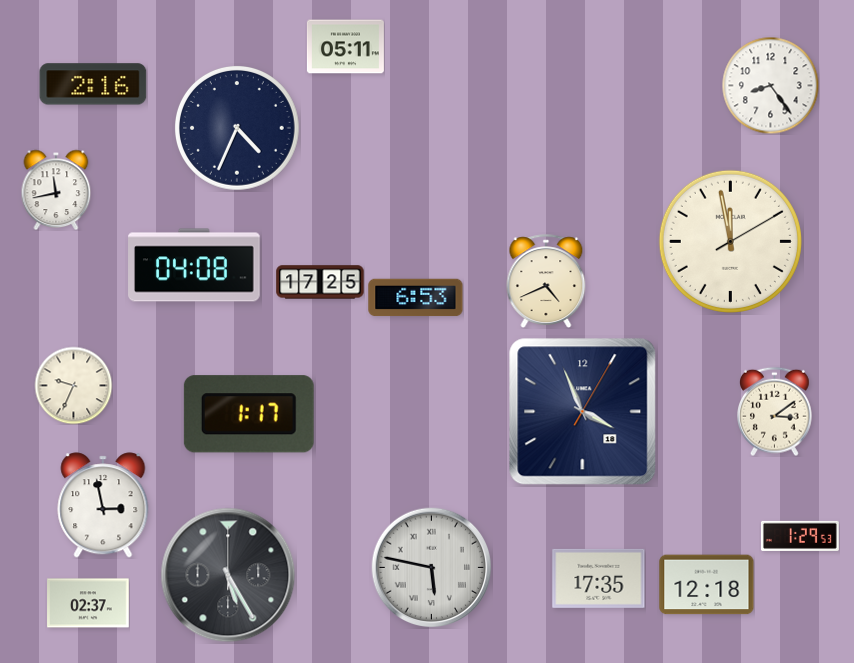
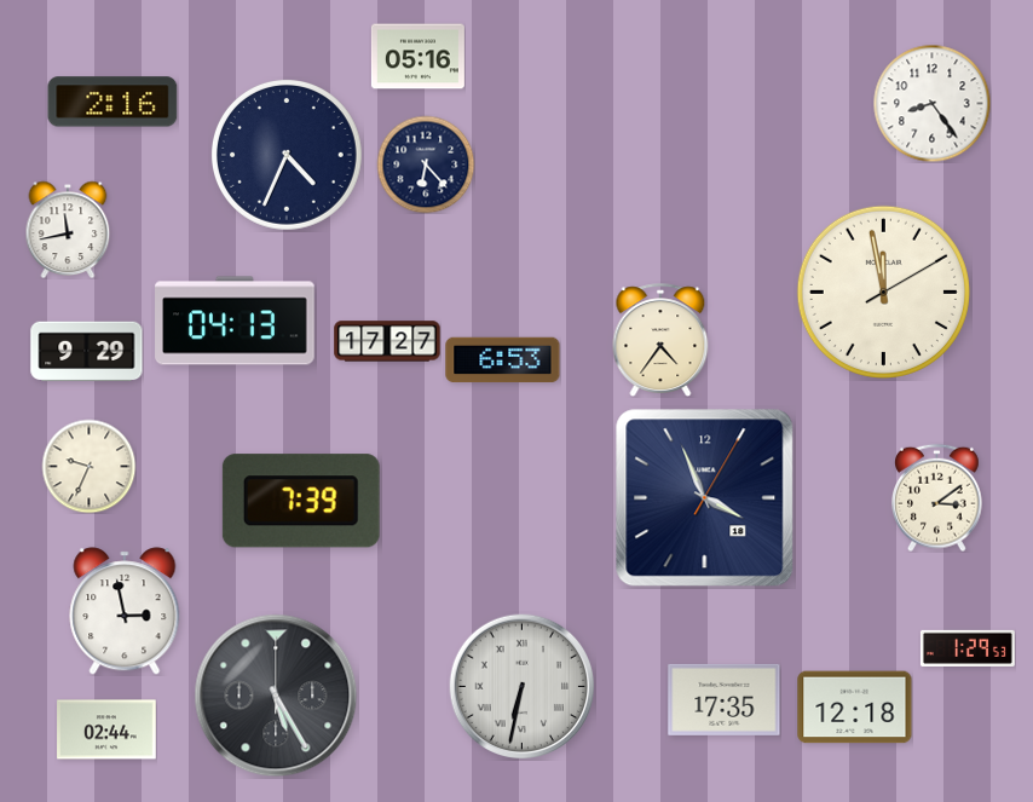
clock at (345, 47): 05:11 -> 05:16
clock at (426, 165): none -> 6:23
clock at (194, 265): 04:08 -> 04:13
clock at (546, 281): 4:41 -> 4:36
clock at (320, 282): 17:25 -> 17:27
clock at (87, 352): none -> 9:29
clock at (249, 414): 1:17 -> 7:39
clock at (432, 568): 5:47 -> 6:32
clock at (88, 603): 02:37 -> 02:44
